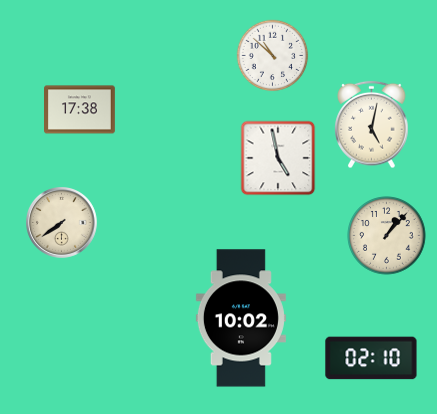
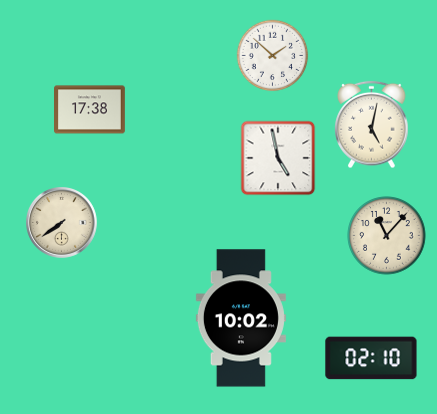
clock at (273, 56): 10:52 -> 1:52
clock at (80, 110) position: (80, 110) -> (90, 110)
clock at (387, 236): 1:07 -> 11:07
